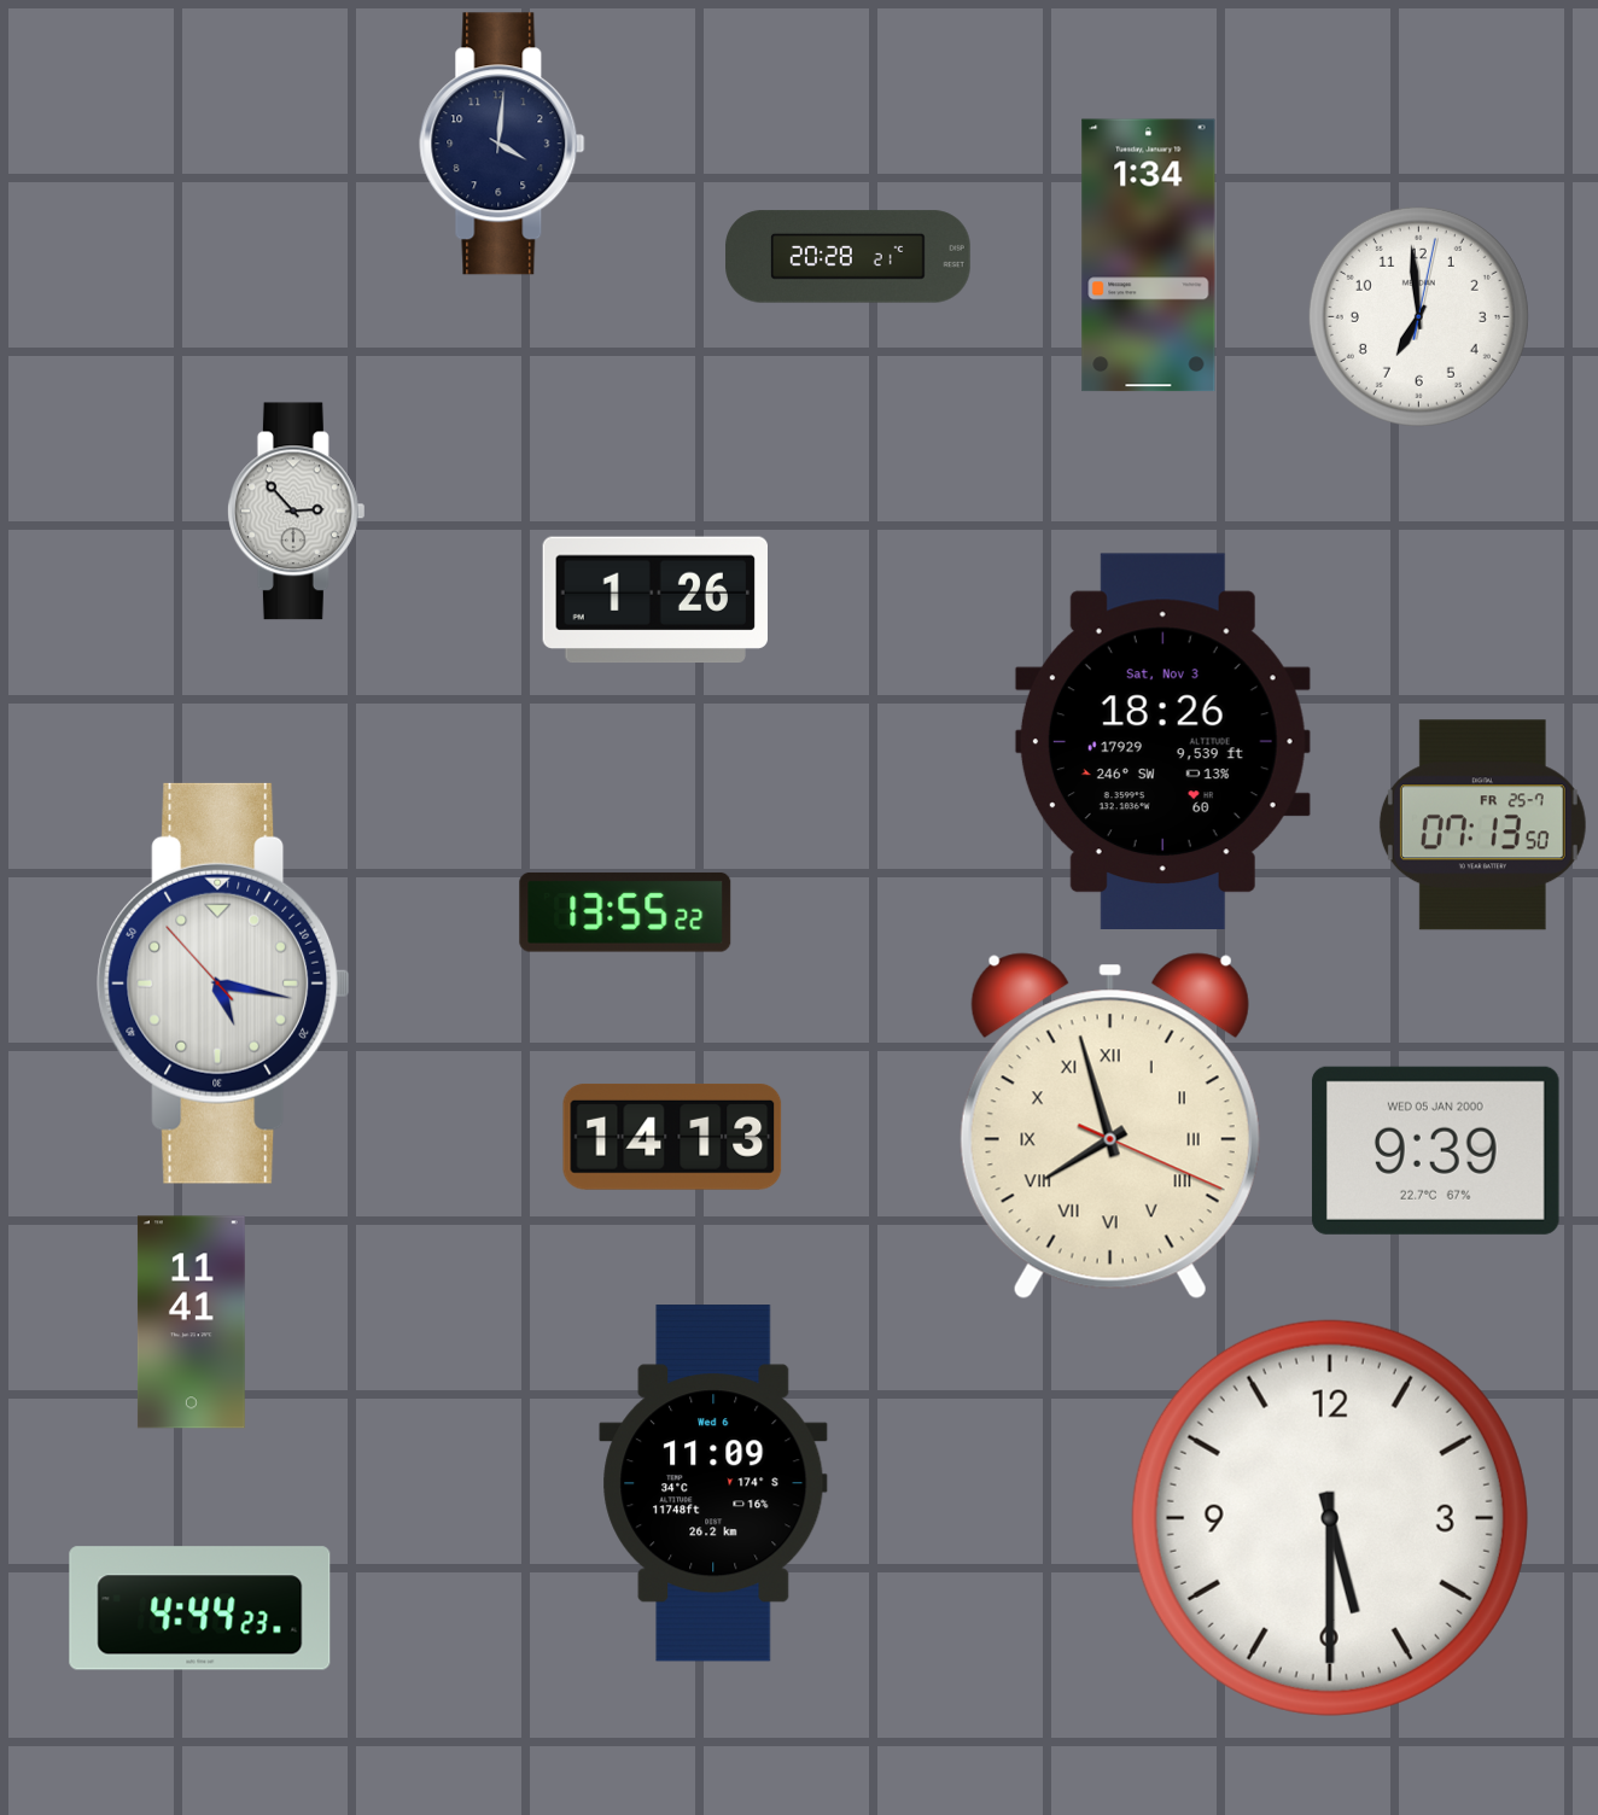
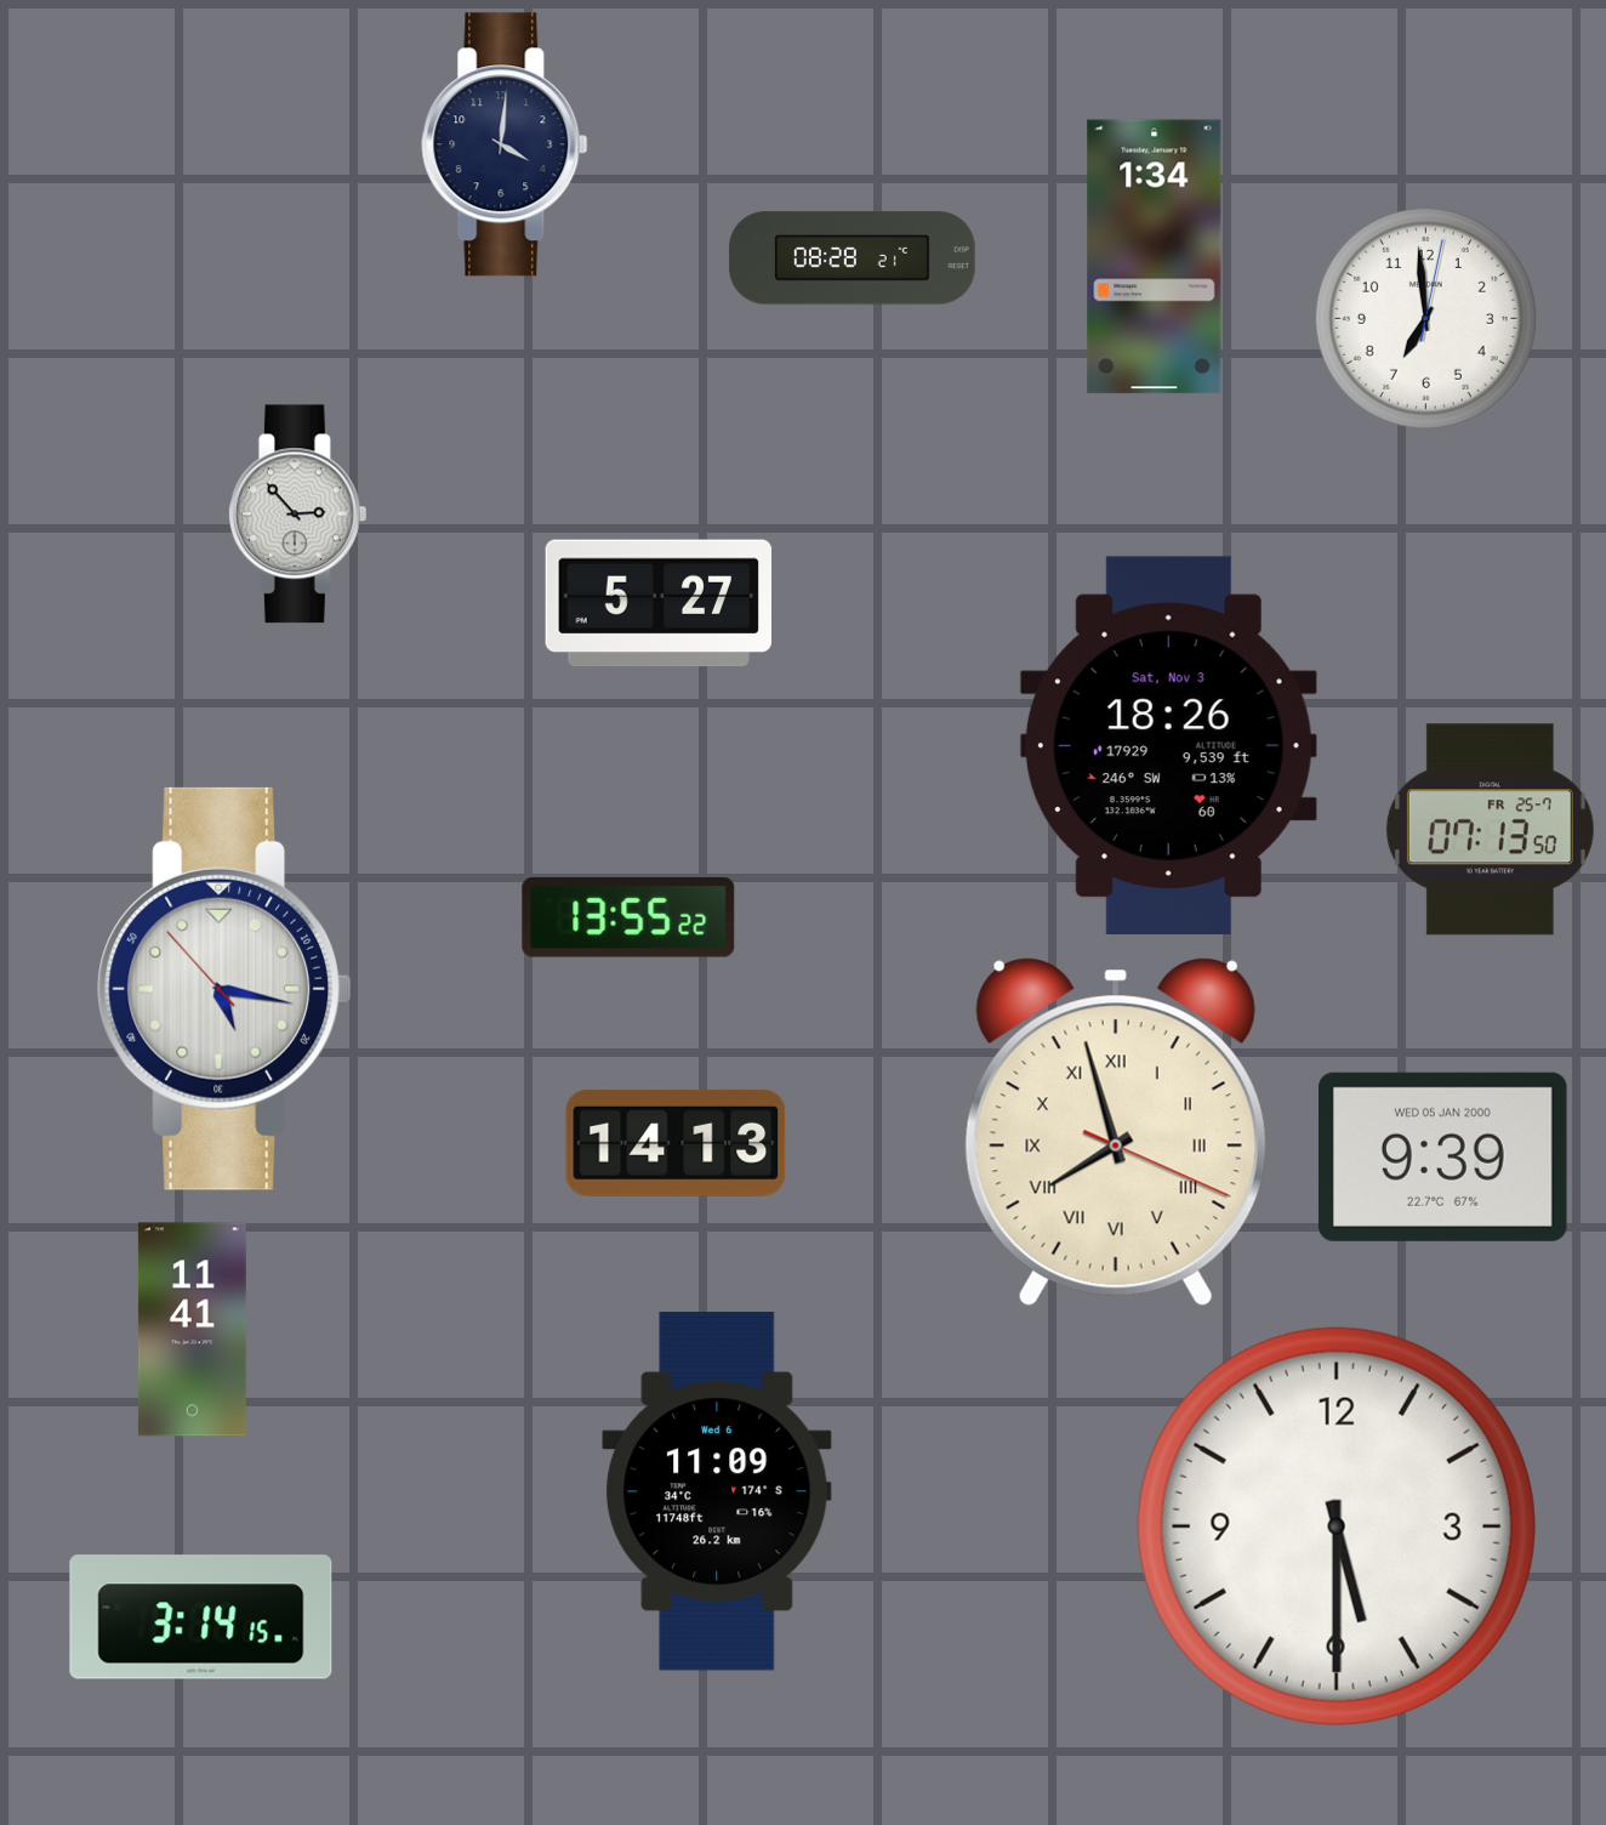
clock at (848, 257): 20:28 -> 08:28
clock at (654, 600): 1:26 -> 5:27
clock at (200, 1609): 4:44 -> 3:14
